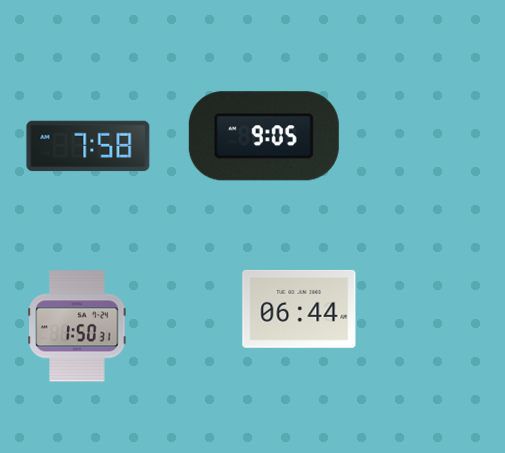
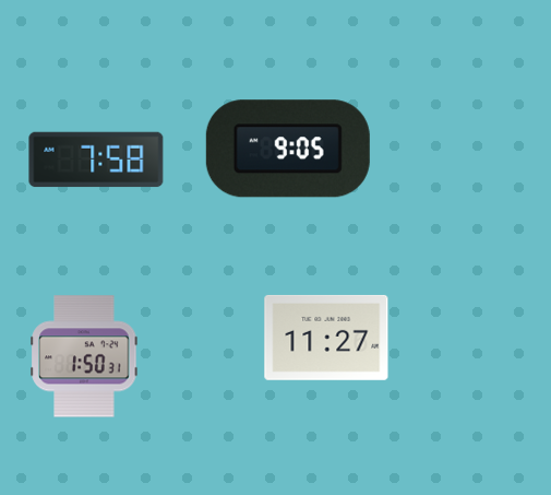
clock at (299, 309): 06:44 -> 11:27
